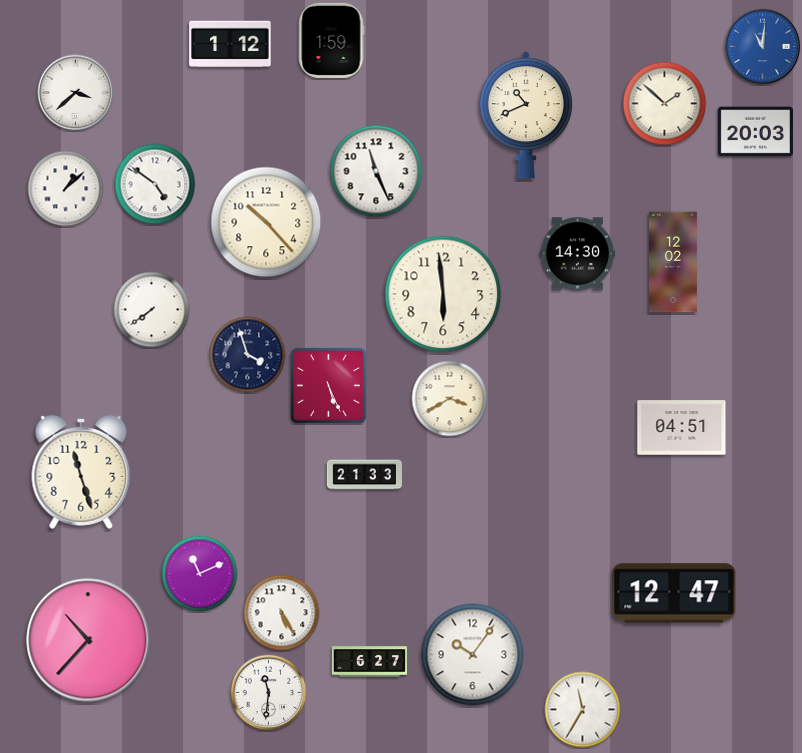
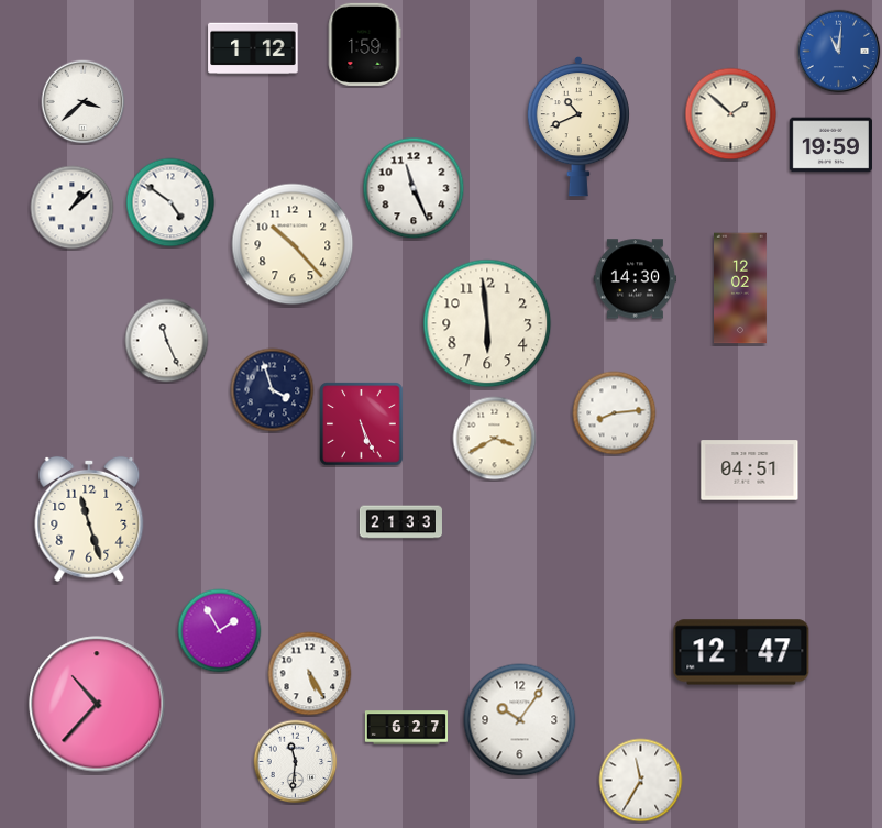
clock at (755, 132): 20:03 -> 19:59
clock at (152, 310): 7:39 -> 11:26
clock at (615, 413): none -> 8:14
clock at (200, 574): 11:11 -> 1:55
